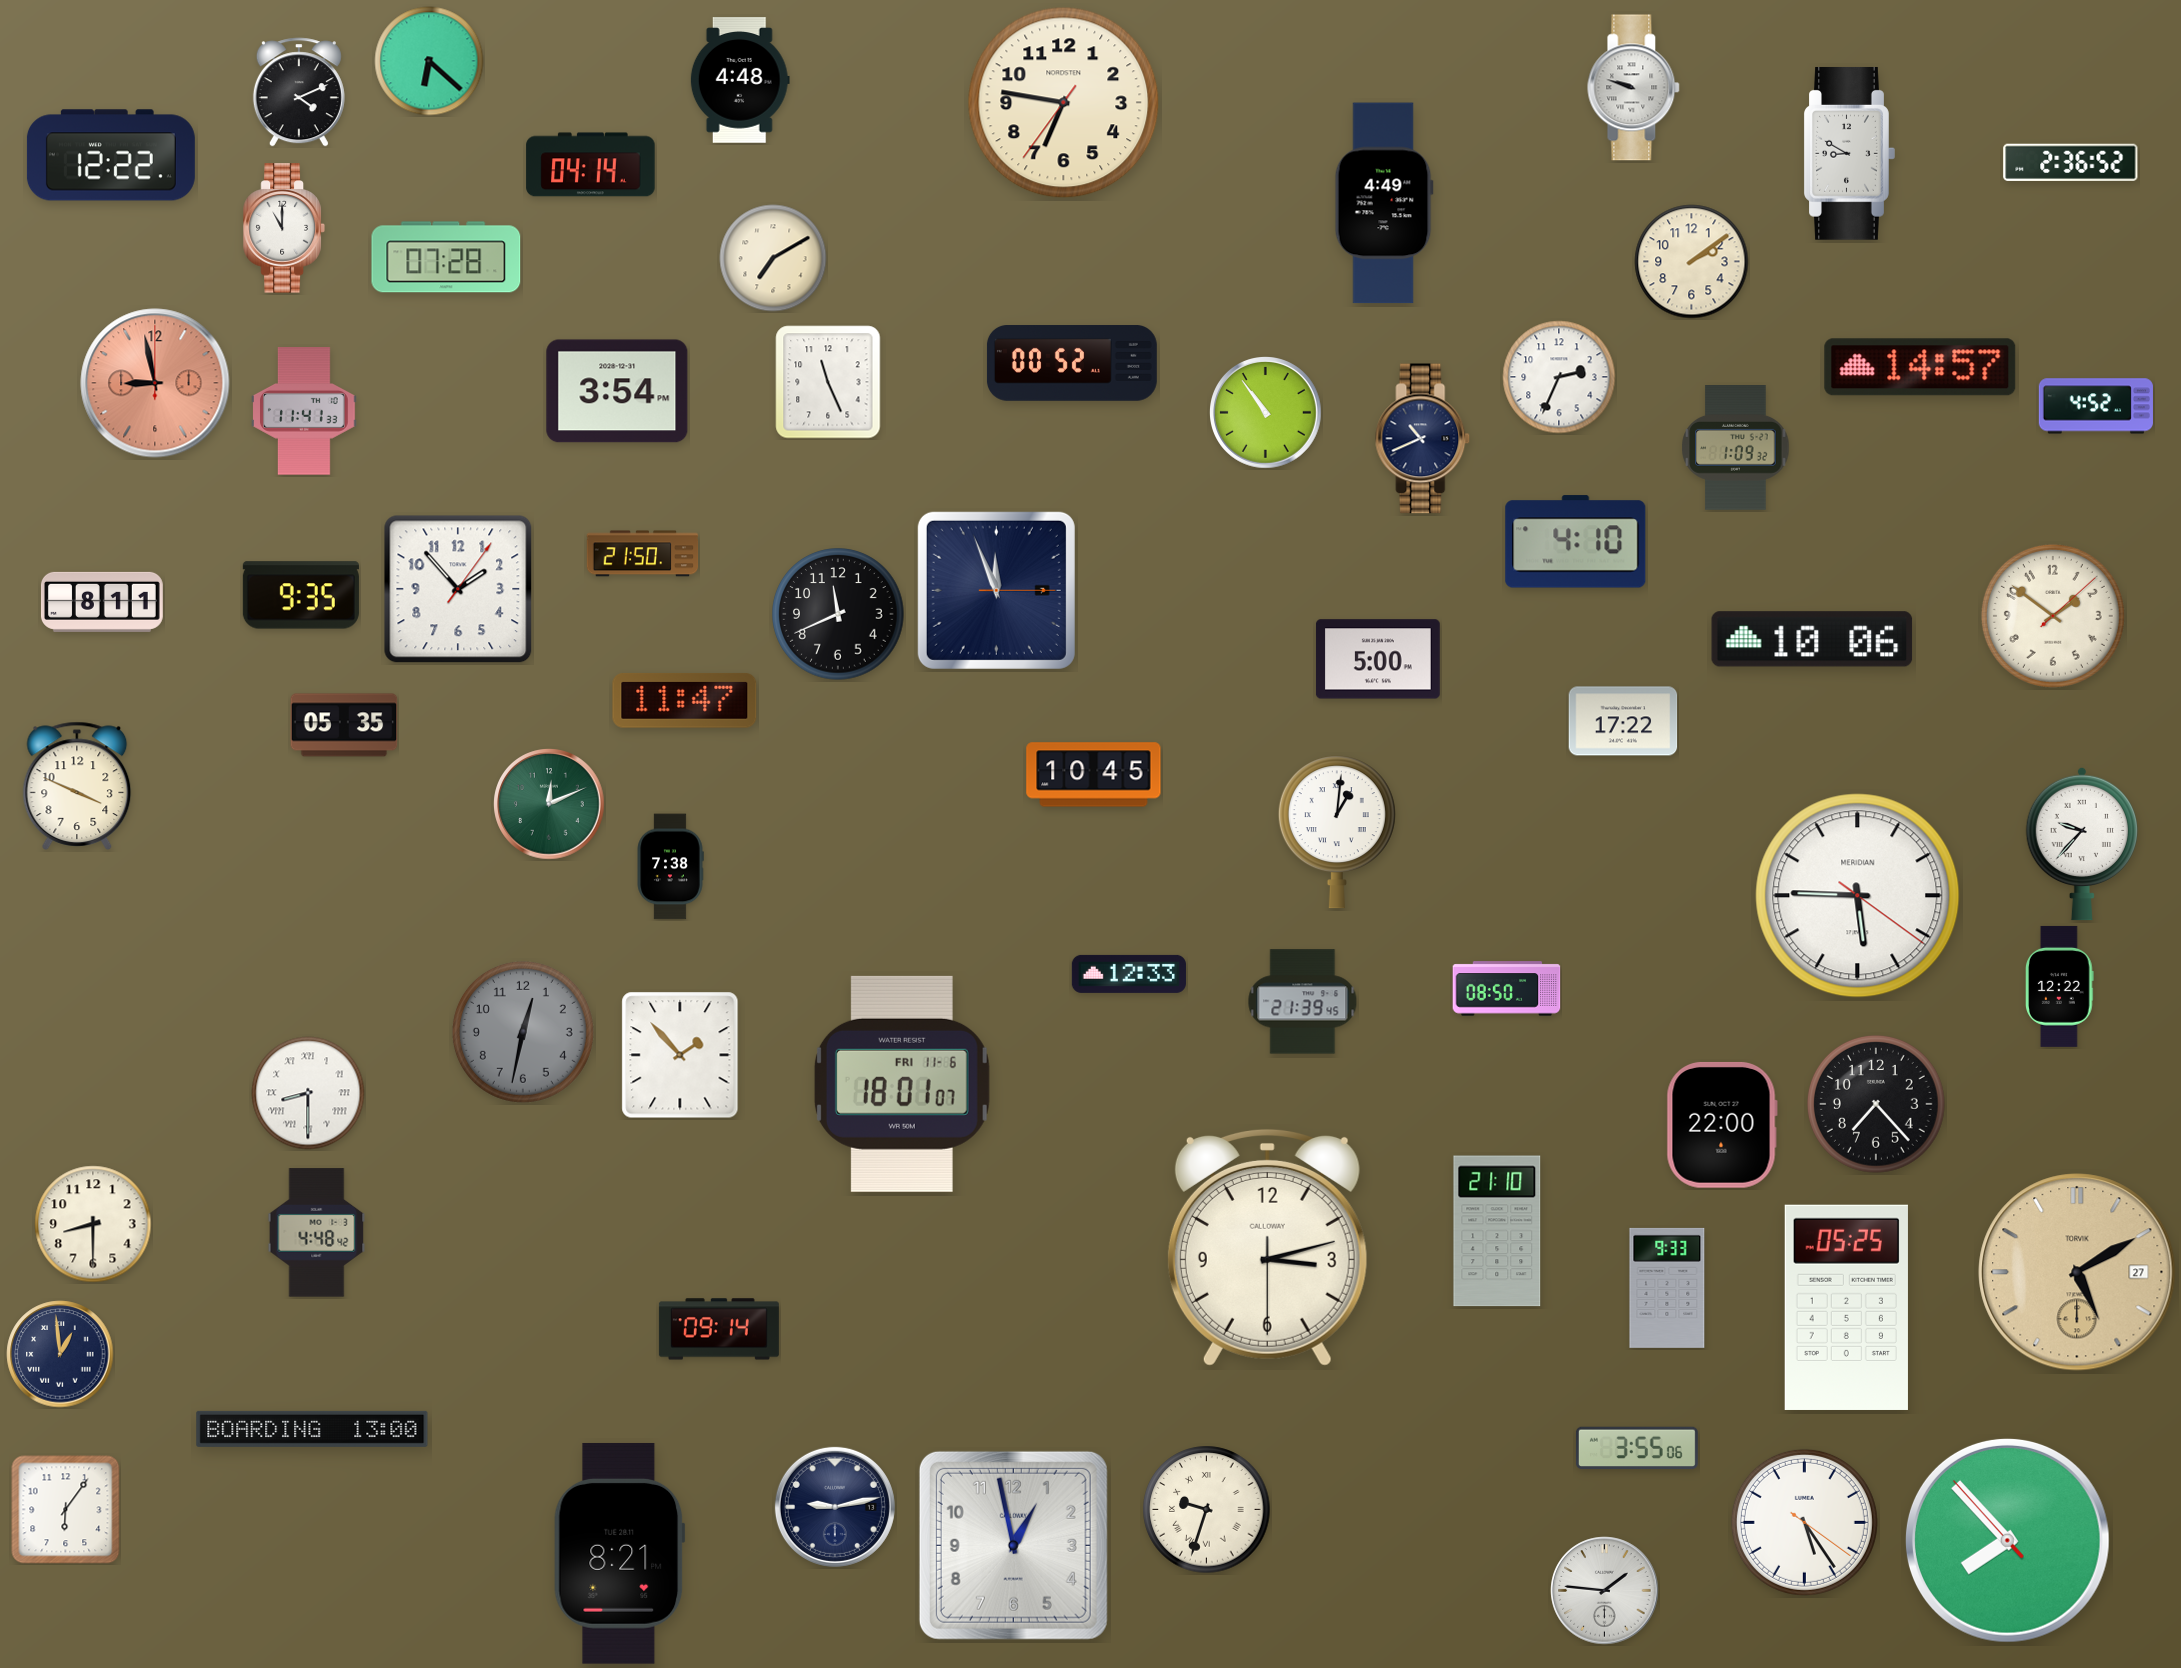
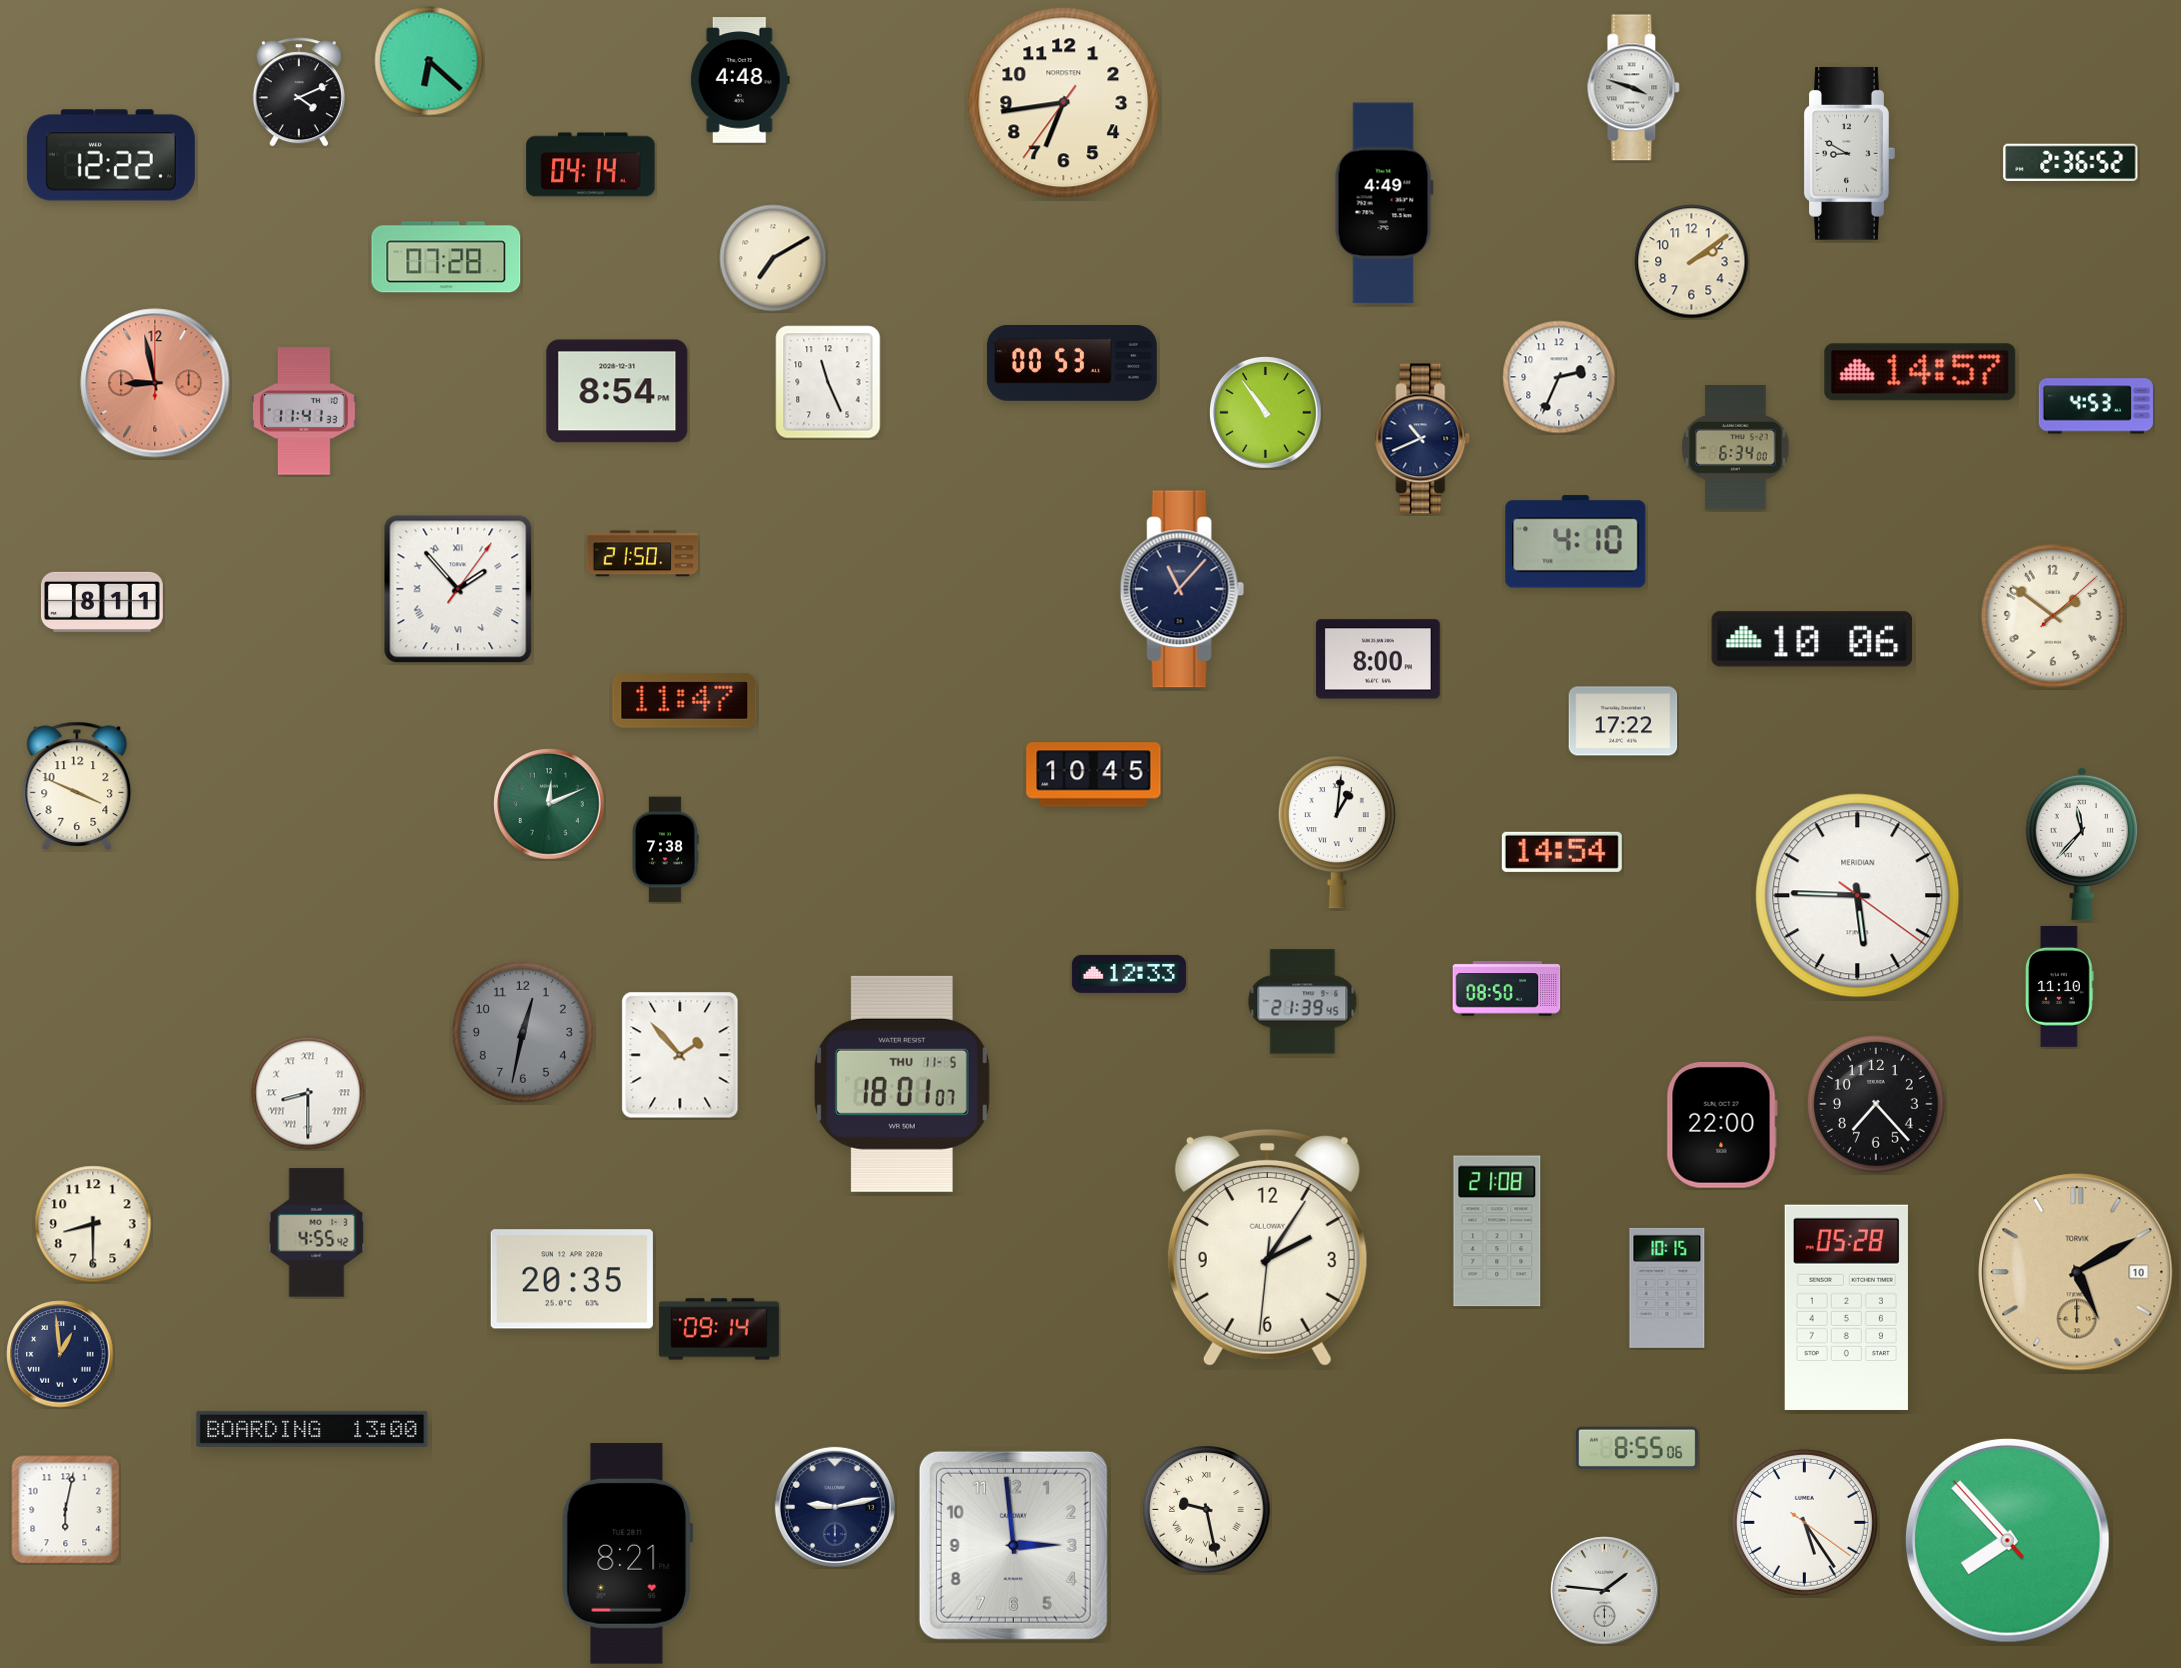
clock at (1634, 88): 9:48 -> 3:48
clock at (1064, 103): 6:46 -> 6:43
clock at (284, 228): 11:00 -> none
clock at (1072, 364): 00:52 -> 00:53
clock at (1920, 367) position: (1920, 367) -> (1920, 372)
clock at (617, 391): 3:54 -> 8:54
clock at (2096, 406): 4:52 -> 4:53
clock at (1736, 448): 1:09 -> 6:34
clock at (458, 589) numerals: Arabic -> Roman
clock at (1182, 589): none -> 11:07
clock at (996, 590): 11:56 -> none
clock at (301, 595): 9:35 -> none
clock at (838, 614): 11:41 -> none
clock at (1378, 659): 5:00 -> 8:00
clock at (344, 725): 05:35 -> none
clock at (2082, 844): 9:37 -> 11:37
clock at (1562, 852): none -> 14:54
clock at (670, 867) position: (670, 867) -> (665, 850)
clock at (2060, 986): 12:22 -> 11:10
clock at (902, 1084) date: FRI 11-6 -> THU 11-5
clock at (1497, 1231): 21:10 -> 21:08
clock at (317, 1233): 4:48 -> 4:55
clock at (1267, 1247): 3:12 -> 2:05
clock at (2077, 1272) date: 27 -> 10
clock at (572, 1279): none -> 20:35
clock at (1667, 1288): 9:33 -> 10:15
clock at (1846, 1307): 05:25 -> 05:28
clock at (1637, 1448): 3:55 -> 8:55
clock at (66, 1510): 6:06 -> 6:02
clock at (1207, 1510): 9:33 -> 9:28
clock at (1013, 1545): 12:58 -> 2:59
clock at (620, 1553) position: (620, 1553) -> (628, 1553)
